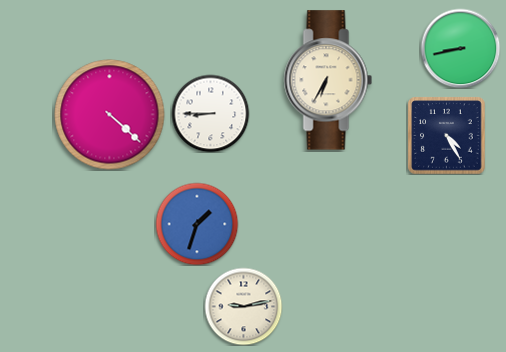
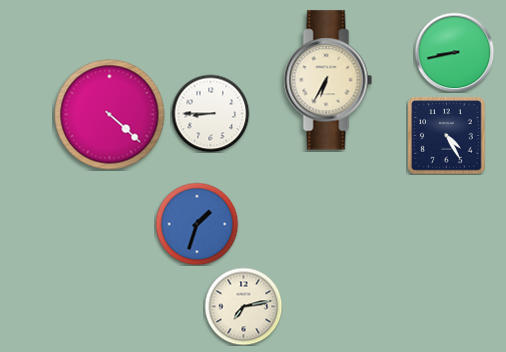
clock at (460, 48) position: (460, 48) -> (454, 52)
clock at (243, 306): 9:13 -> 7:13
